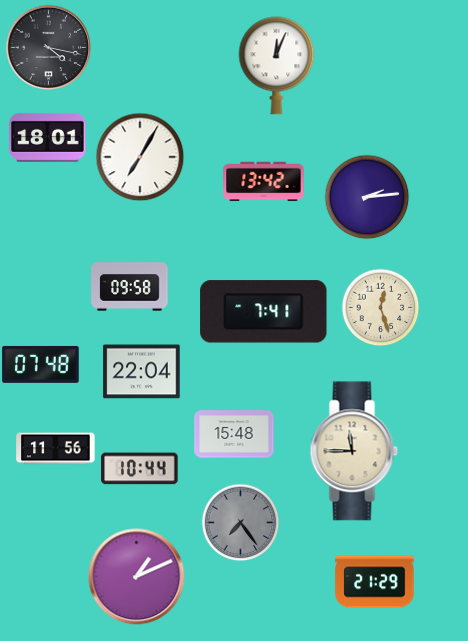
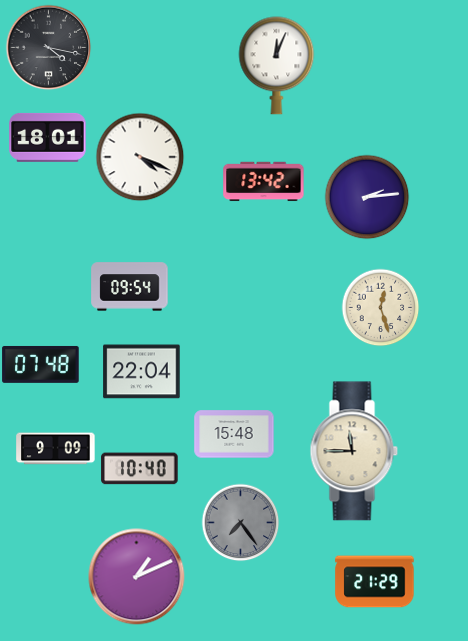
clock at (140, 157): 7:05 -> 4:19
clock at (130, 287): 09:58 -> 09:54
clock at (264, 312): 7:41 -> none
clock at (56, 449): 11:56 -> 9:09
clock at (140, 469): 10:44 -> 10:40
